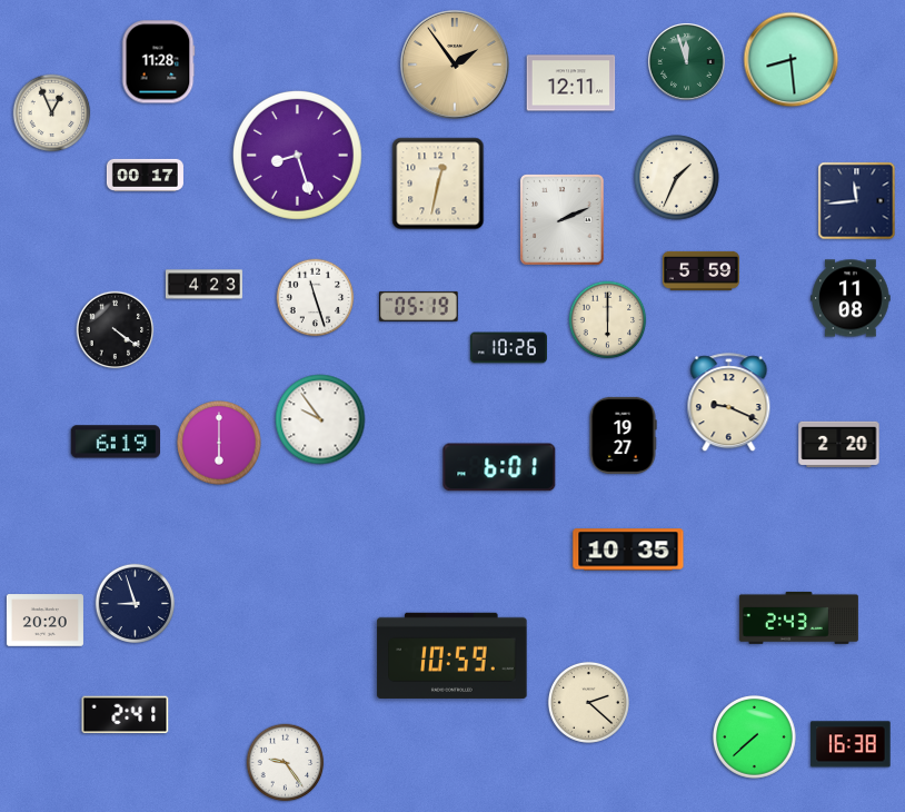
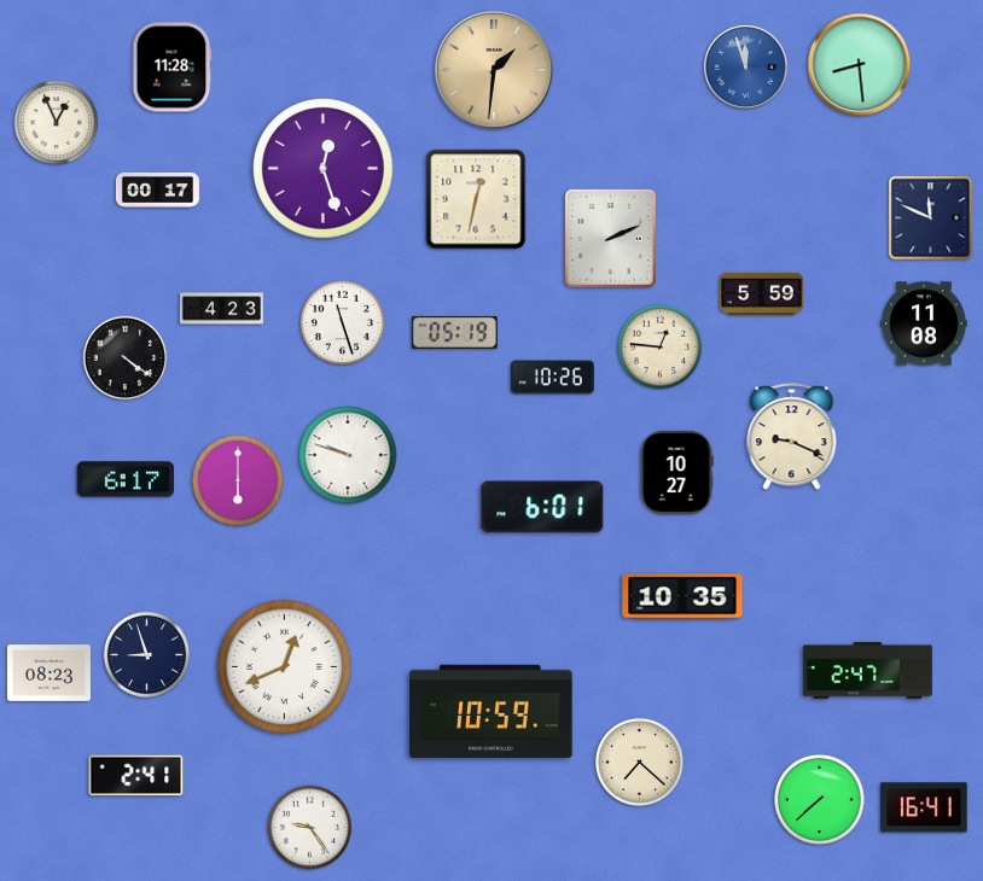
clock at (687, 62) dial: green -> blue
clock at (456, 66): 1:54 -> 1:31
clock at (571, 83): 12:11 -> none
clock at (297, 155): 8:27 -> 12:27
clock at (677, 178): 1:34 -> none
clock at (857, 201): 11:44 -> 11:49
clock at (608, 320): 6:00 -> 12:46
clock at (320, 419): 9:54 -> 9:48
clock at (623, 435): 19:27 -> 10:27
clock at (115, 442): 6:19 -> 6:17
clock at (839, 444): 2:20 -> none
clock at (285, 667): none -> 12:41
clock at (798, 617): 2:43 -> 2:47
clock at (44, 621): 20:20 -> 08:23
clock at (588, 702): 2:22 -> 7:22
clock at (851, 744): 16:38 -> 16:41
